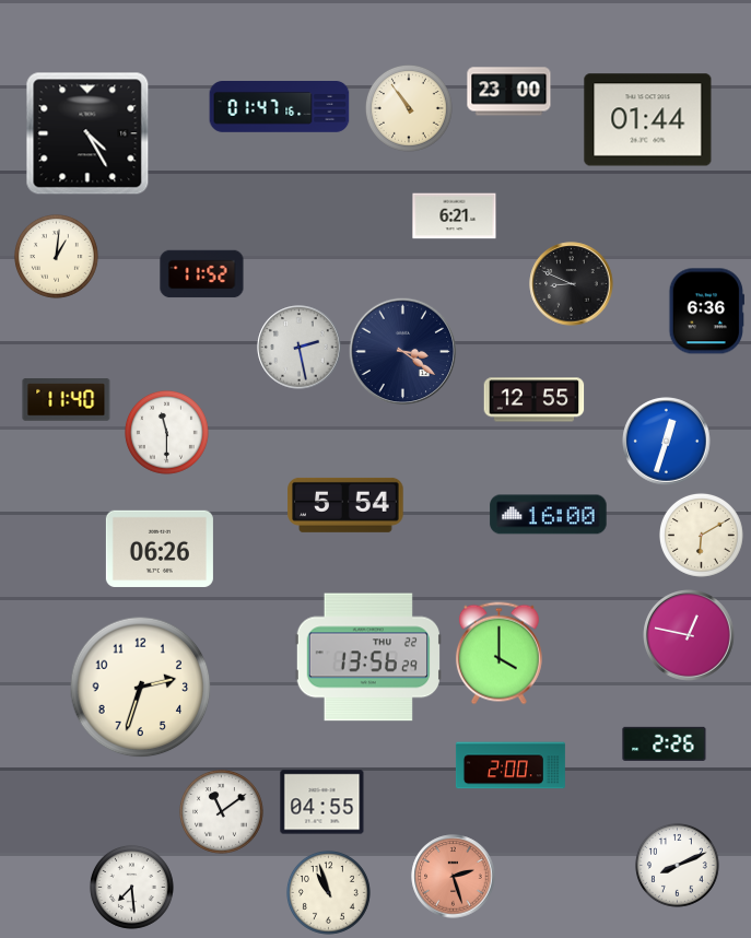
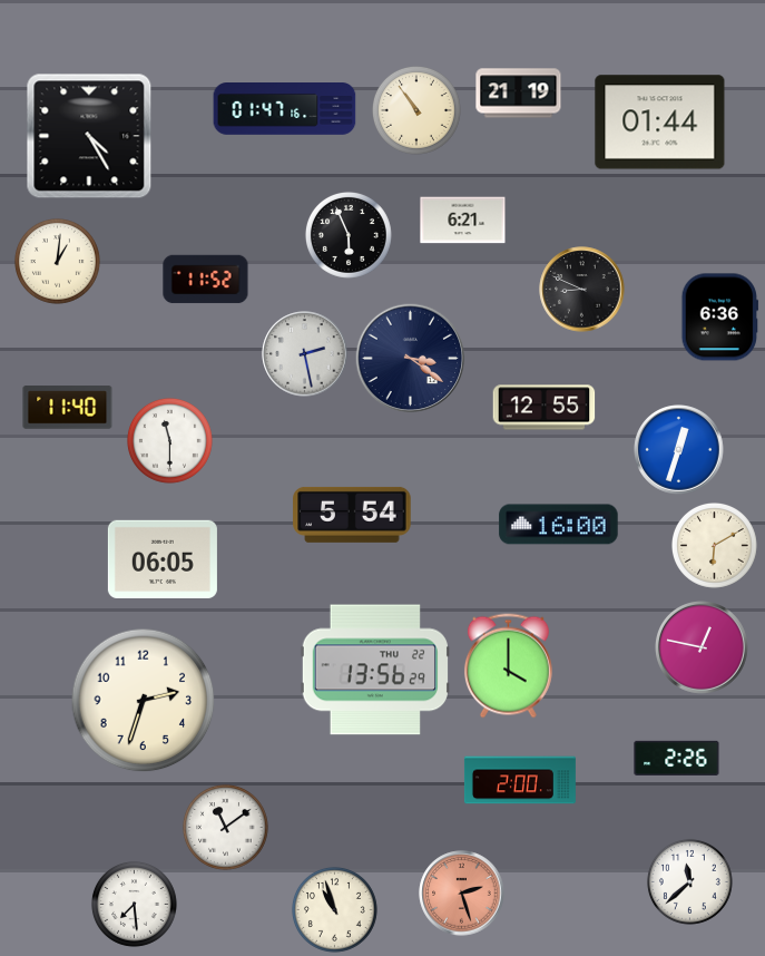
clock at (509, 92): 23:00 -> 21:19
clock at (349, 235): none -> 5:56
clock at (160, 549): 06:26 -> 06:05
clock at (322, 802): 04:55 -> none
clock at (677, 865): 8:11 -> 11:38
